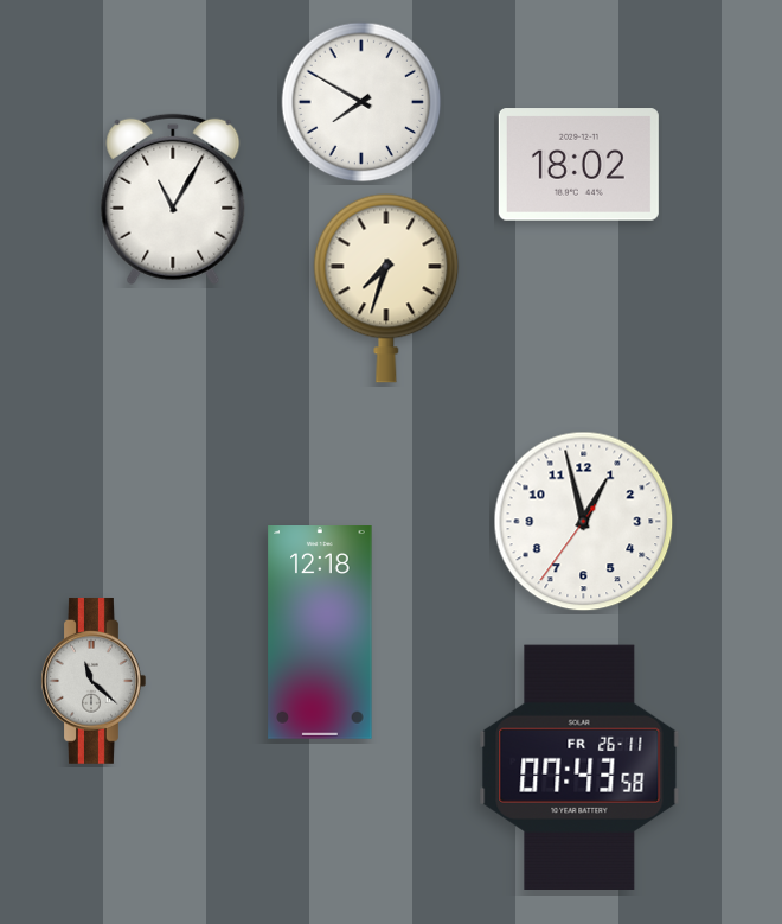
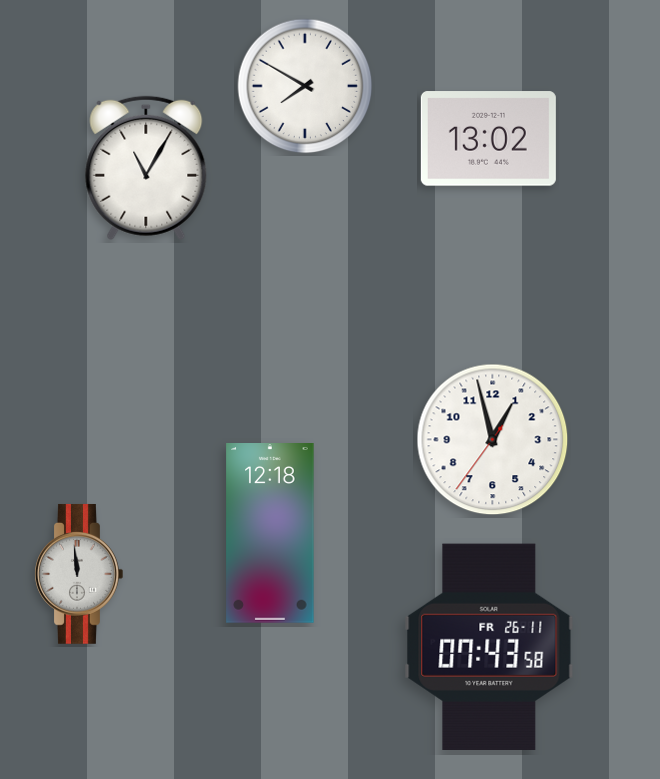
clock at (578, 165): 18:02 -> 13:02
clock at (386, 288): 7:33 -> none
clock at (94, 681): 11:22 -> 11:59
